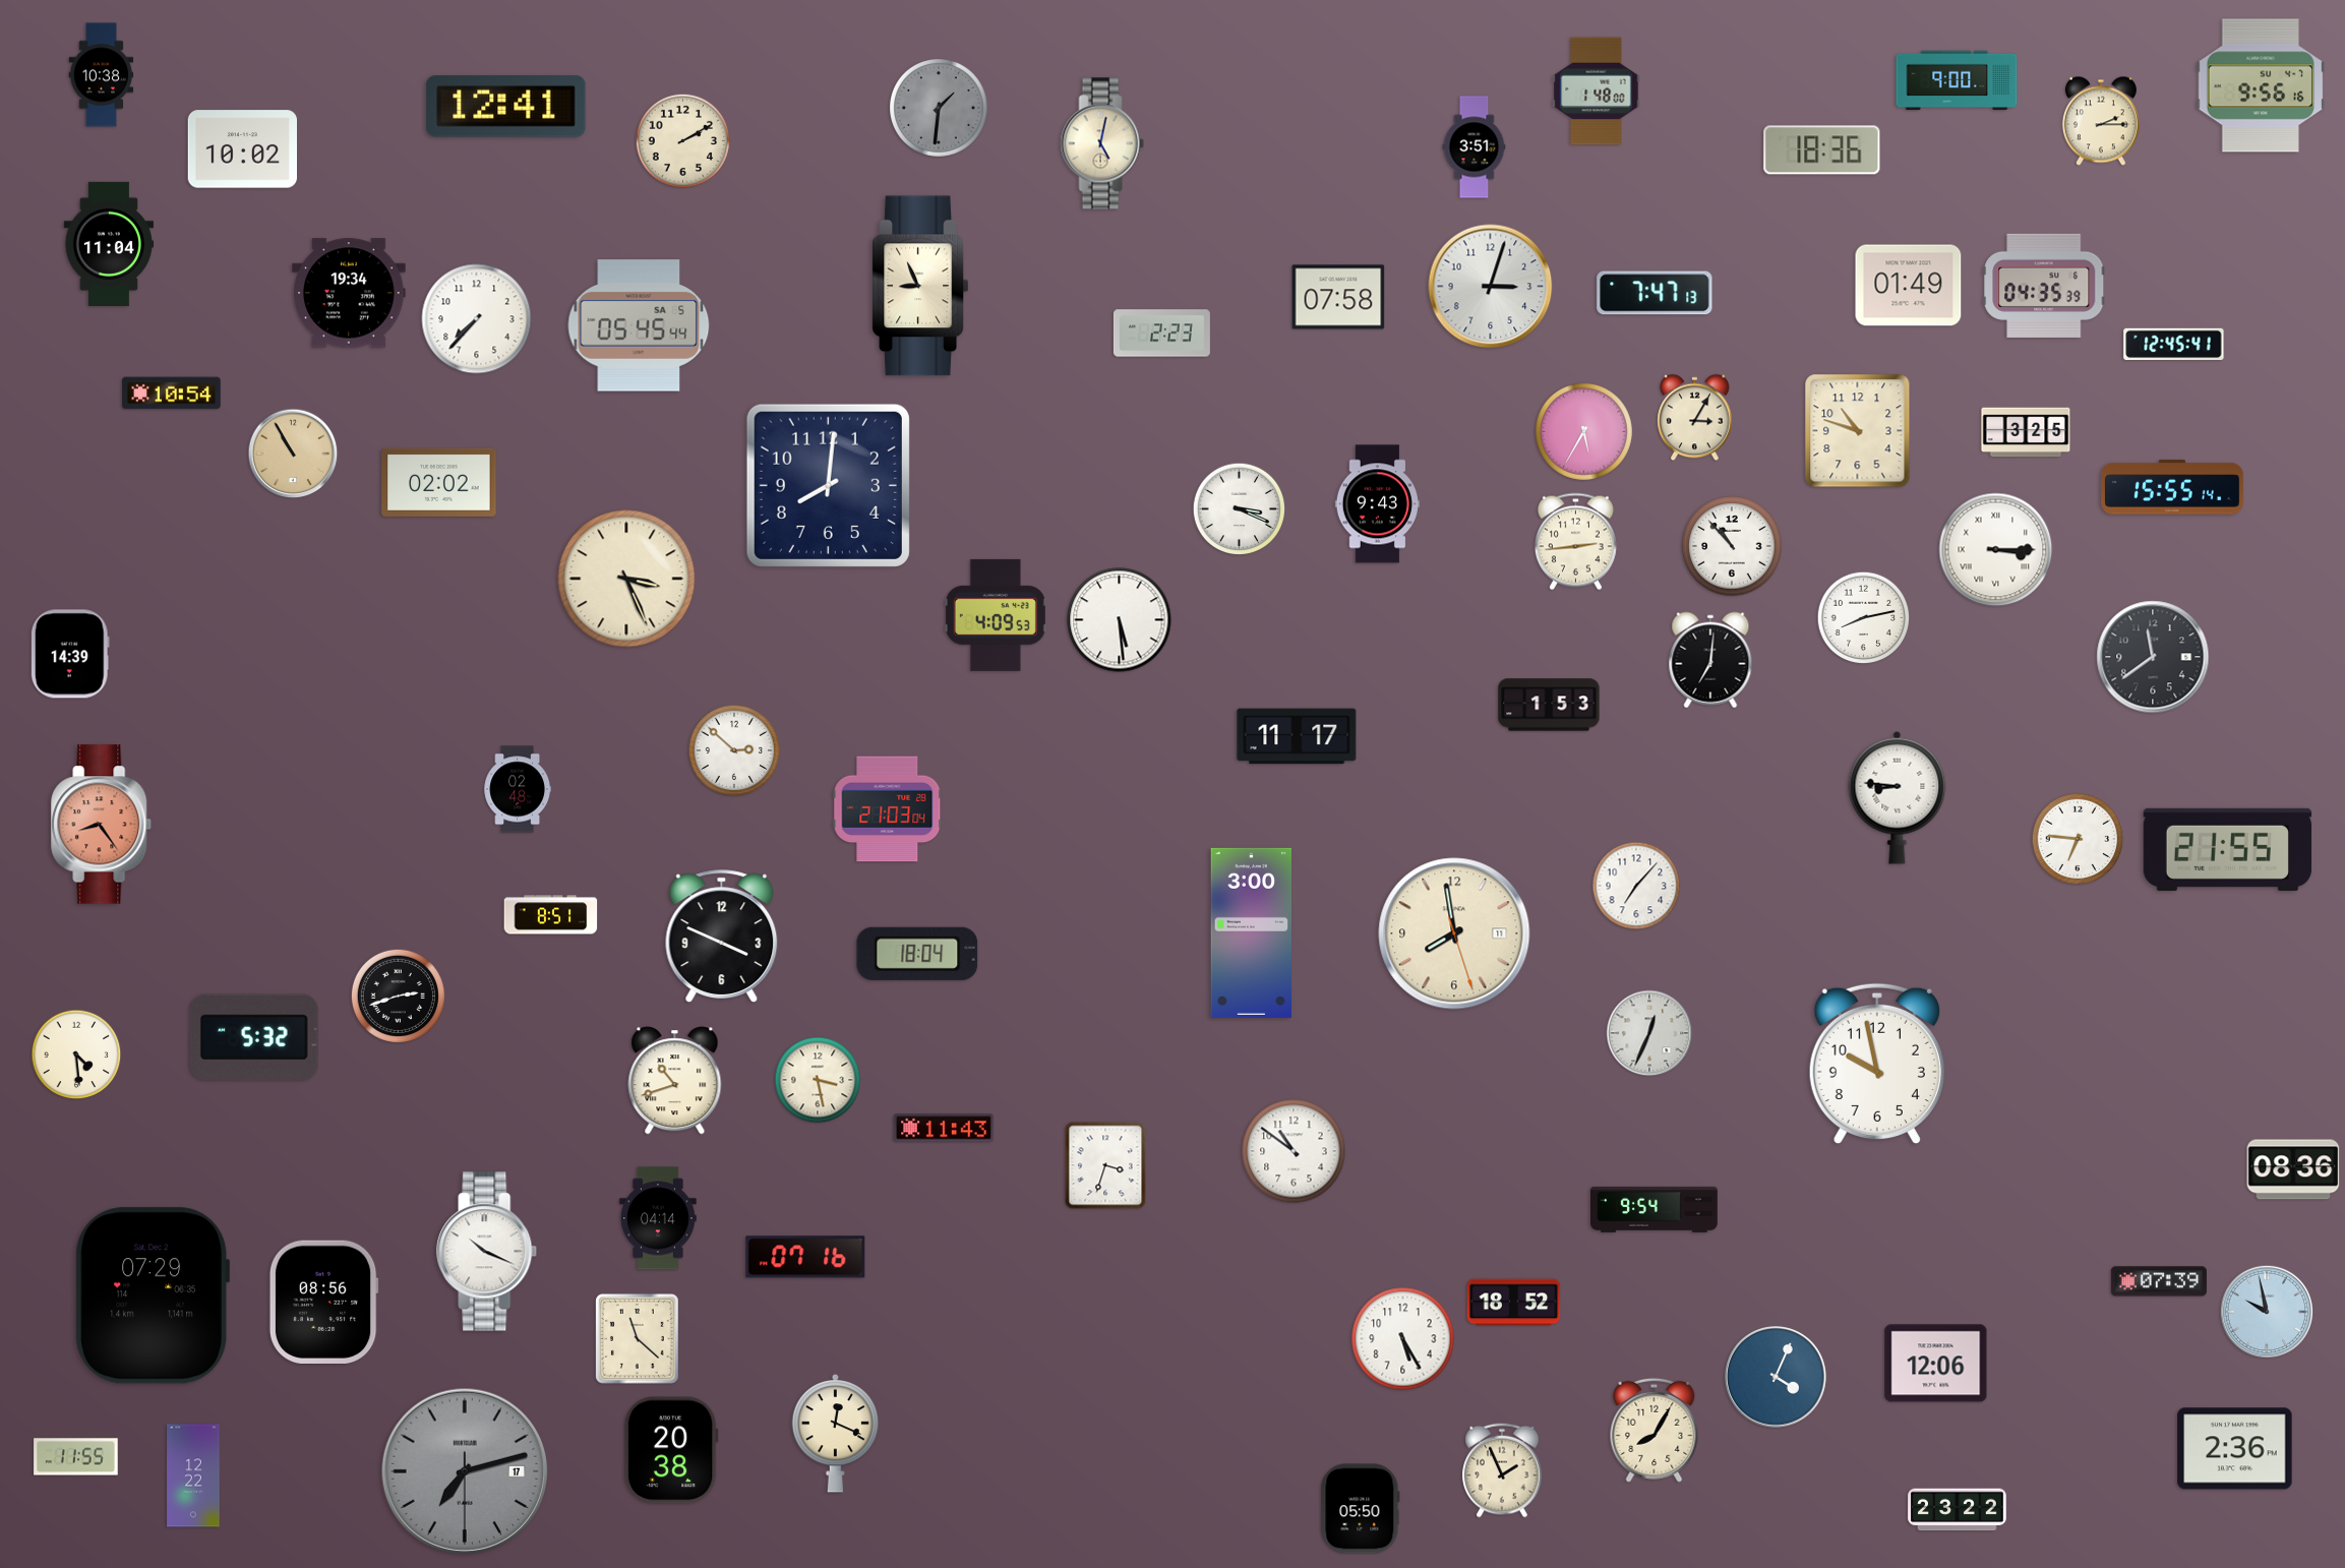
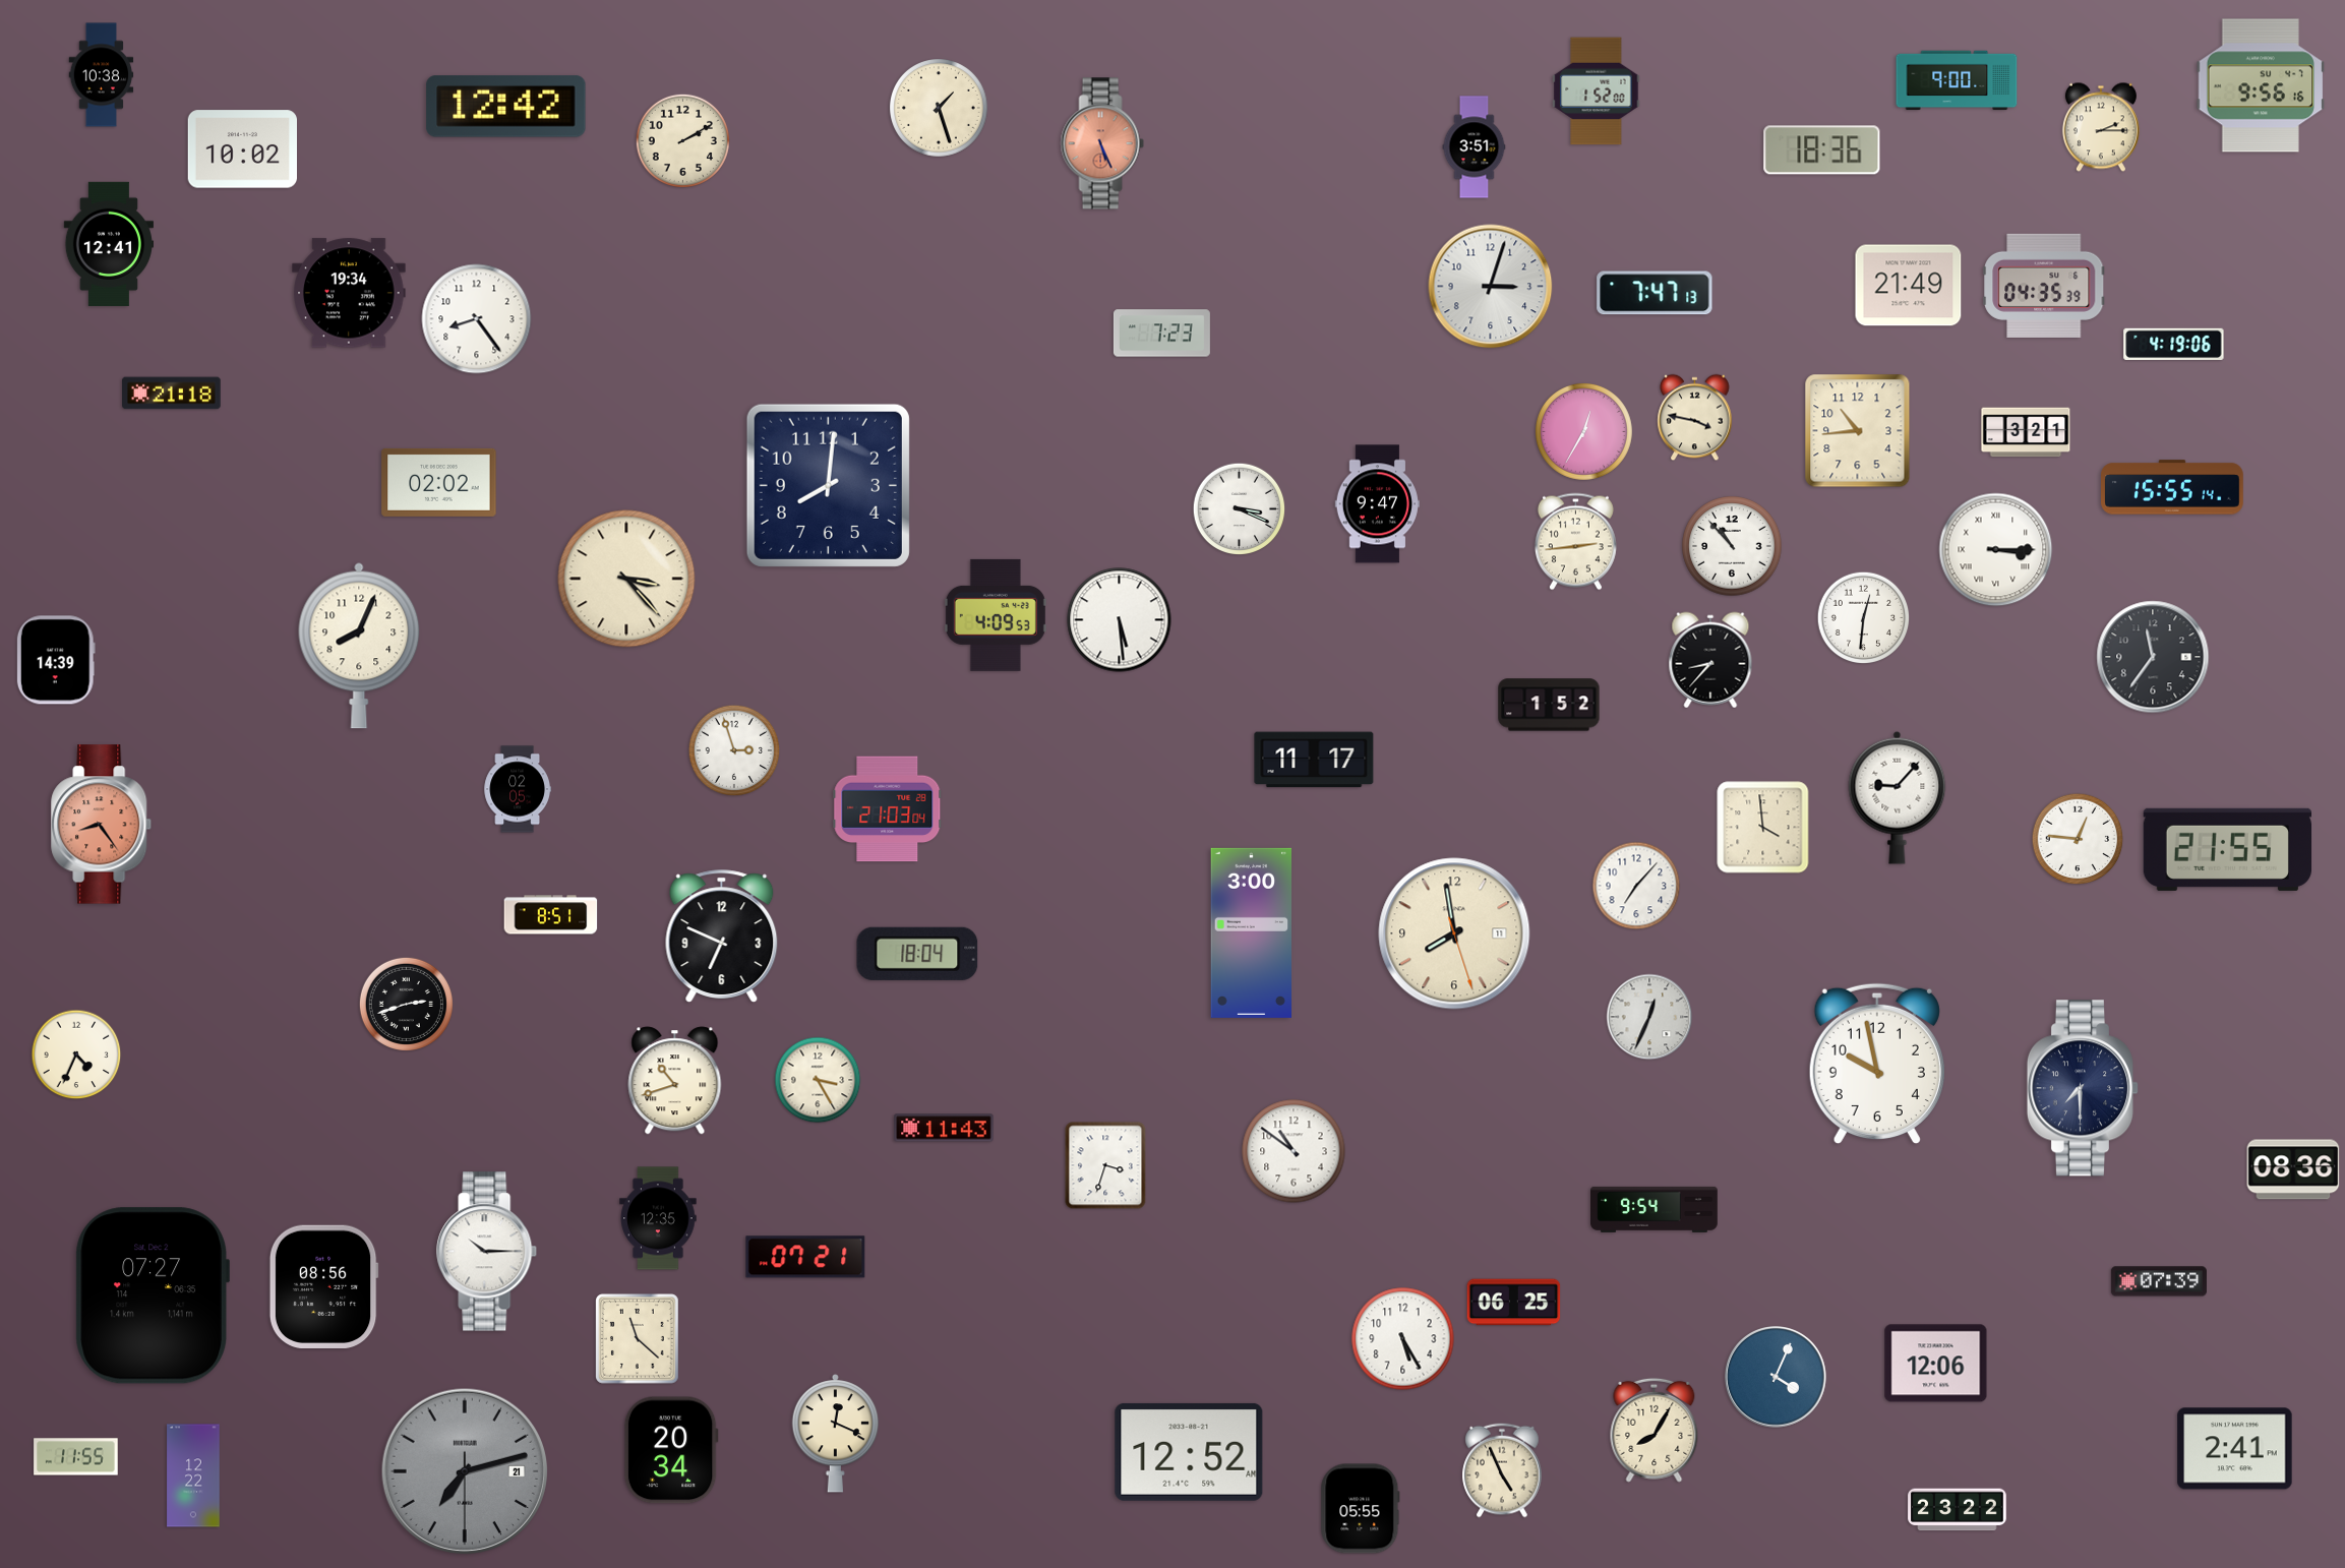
clock at (1597, 92): 1:48 -> 1:52
clock at (506, 107): 12:41 -> 12:42
clock at (940, 109): 1:31 -> 1:27
clock at (940, 109) dial: grey -> cream
clock at (2101, 121) position: (2101, 121) -> (2101, 127)
clock at (1102, 143): 5:02 -> 5:26
clock at (1102, 143) dial: cream -> salmon
clock at (108, 243): 11:04 -> 12:41
clock at (919, 286): 8:56 -> none
clock at (1909, 286): 01:49 -> 21:49
clock at (1338, 297): 07:58 -> none
clock at (477, 319): 7:37 -> 8:24
clock at (639, 325): 05:45 -> none
clock at (1161, 334): 2:23 -> 7:23
clock at (2174, 344): 12:45 -> 4:19
clock at (172, 394): 10:54 -> 21:18
clock at (1695, 418): 3:05 -> 3:47
clock at (1583, 431): 5:35 -> 12:35
clock at (1858, 431): 10:48 -> 10:44
clock at (2026, 432): 3:25 -> 3:21
clock at (293, 454): 10:55 -> none
clock at (1377, 504): 9:43 -> 9:47
clock at (626, 579): 3:26 -> 3:23
clock at (1864, 618): 8:13 -> 12:31
clock at (359, 646): none -> 8:04
clock at (70, 654) position: (70, 654) -> (56, 660)
clock at (2153, 657): 11:39 -> 11:36
clock at (1710, 660): 7:01 -> 8:37
clock at (1549, 705): 1:53 -> 1:52
clock at (1297, 736) position: (1297, 736) -> (1314, 760)
clock at (734, 750): 2:52 -> 2:57
clock at (517, 789): 02:48 -> 02:05
clock at (1898, 797): 8:46 -> 9:07
clock at (1763, 828): none -> 3:59
clock at (2078, 839): 6:46 -> 12:46
clock at (722, 937): 3:49 -> 6:49
clock at (398, 996) position: (398, 996) -> (406, 1004)
clock at (1649, 1033) position: (1649, 1033) -> (1649, 1017)
clock at (254, 1037): 5:32 -> none
clock at (76, 1054): 4:29 -> 4:34
clock at (818, 1080): 3:28 -> 3:25
clock at (2083, 1088): none -> 7:30
clock at (658, 1218): 04:14 -> 12:35
clock at (487, 1252): 10:19 -> 10:15
clock at (805, 1257): 07:16 -> 07:21
clock at (153, 1295): 07:29 -> 07:27
clock at (323, 1302) position: (323, 1302) -> (323, 1286)
clock at (1514, 1303): 18:52 -> 06:25
clock at (2266, 1311): 9:58 -> none
clock at (2235, 1449): 2:36 -> 2:41
clock at (671, 1450): 20:38 -> 20:34
clock at (1189, 1452): none -> 12:52
clock at (1502, 1470): 1:56 -> 4:56
clock at (465, 1471) date: 17 -> 21
clock at (1361, 1509): 05:50 -> 05:55
